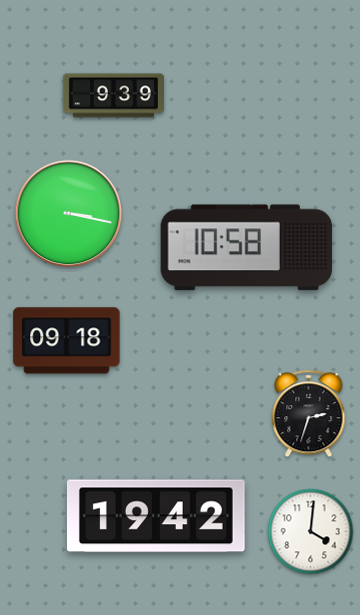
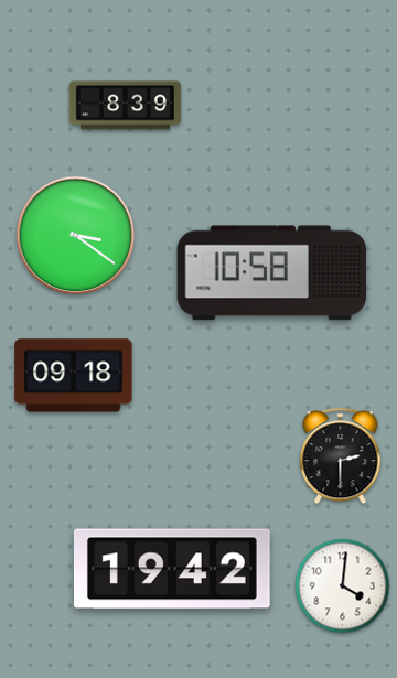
clock at (113, 96): 9:39 -> 8:39
clock at (69, 214): 3:17 -> 3:21
clock at (309, 414): 2:33 -> 2:30
